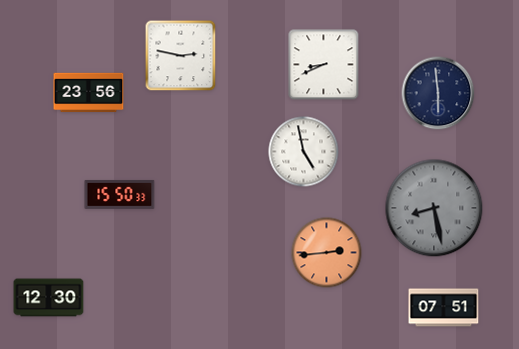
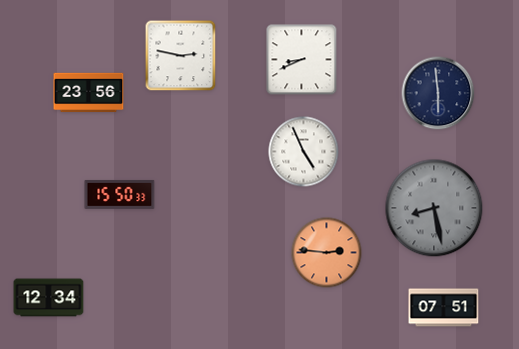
clock at (324, 65) position: (324, 65) -> (302, 60)
clock at (304, 152): 4:58 -> 4:56
clock at (327, 253): 2:44 -> 2:46
clock at (49, 298): 12:30 -> 12:34
